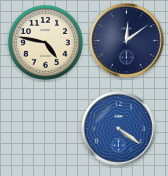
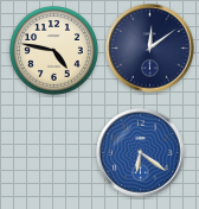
clock at (119, 129): 4:21 -> 6:21
